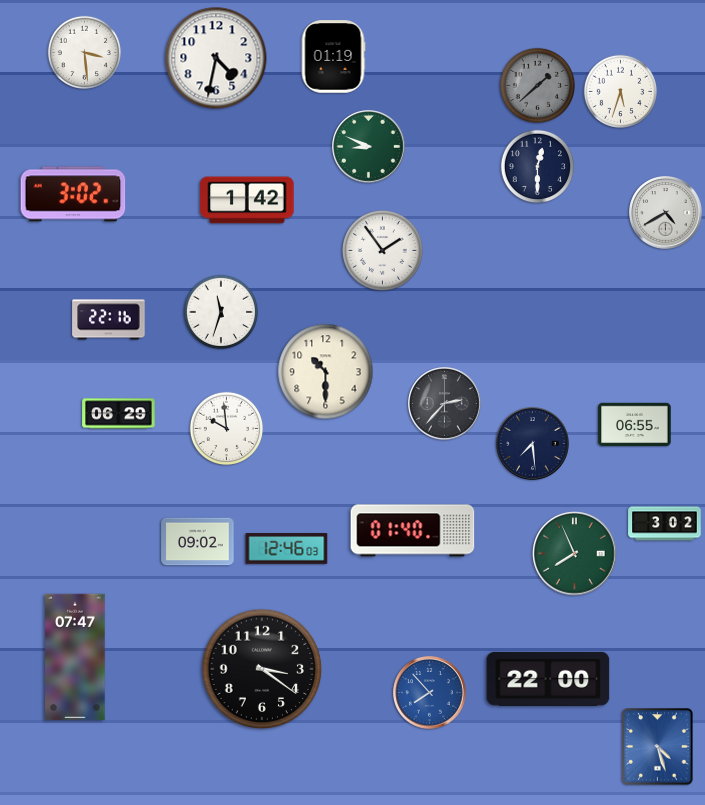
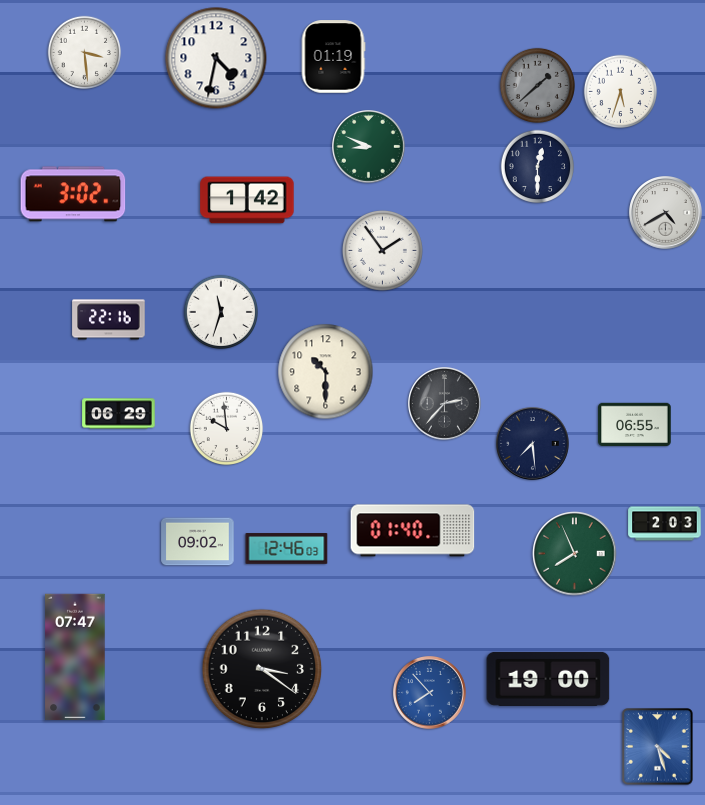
clock at (665, 524): 3:02 -> 2:03
clock at (548, 679): 22:00 -> 19:00
